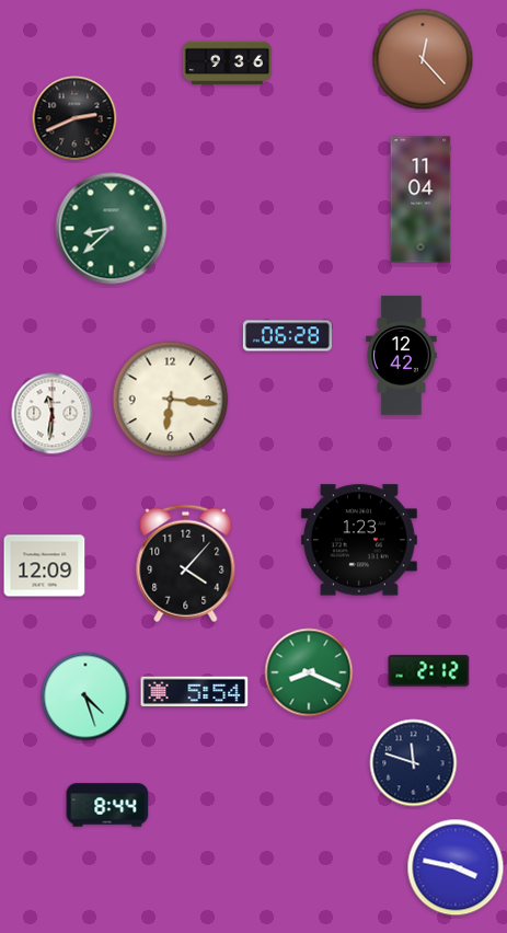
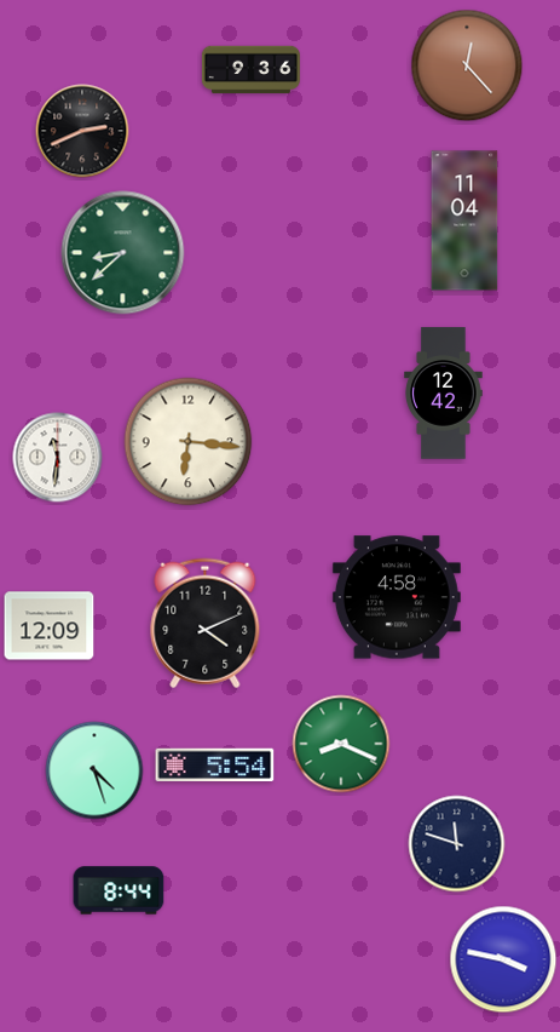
clock at (287, 336): 06:28 -> none
clock at (359, 540): 1:23 -> 4:58
clock at (186, 564): 4:07 -> 4:11
clock at (429, 671): 2:12 -> none
